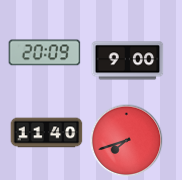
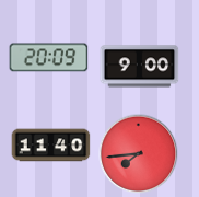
clock at (127, 141): 7:42 -> 7:44
